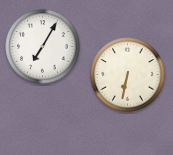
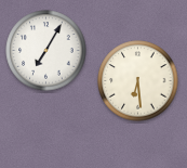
clock at (128, 75): 6:32 -> 6:29
